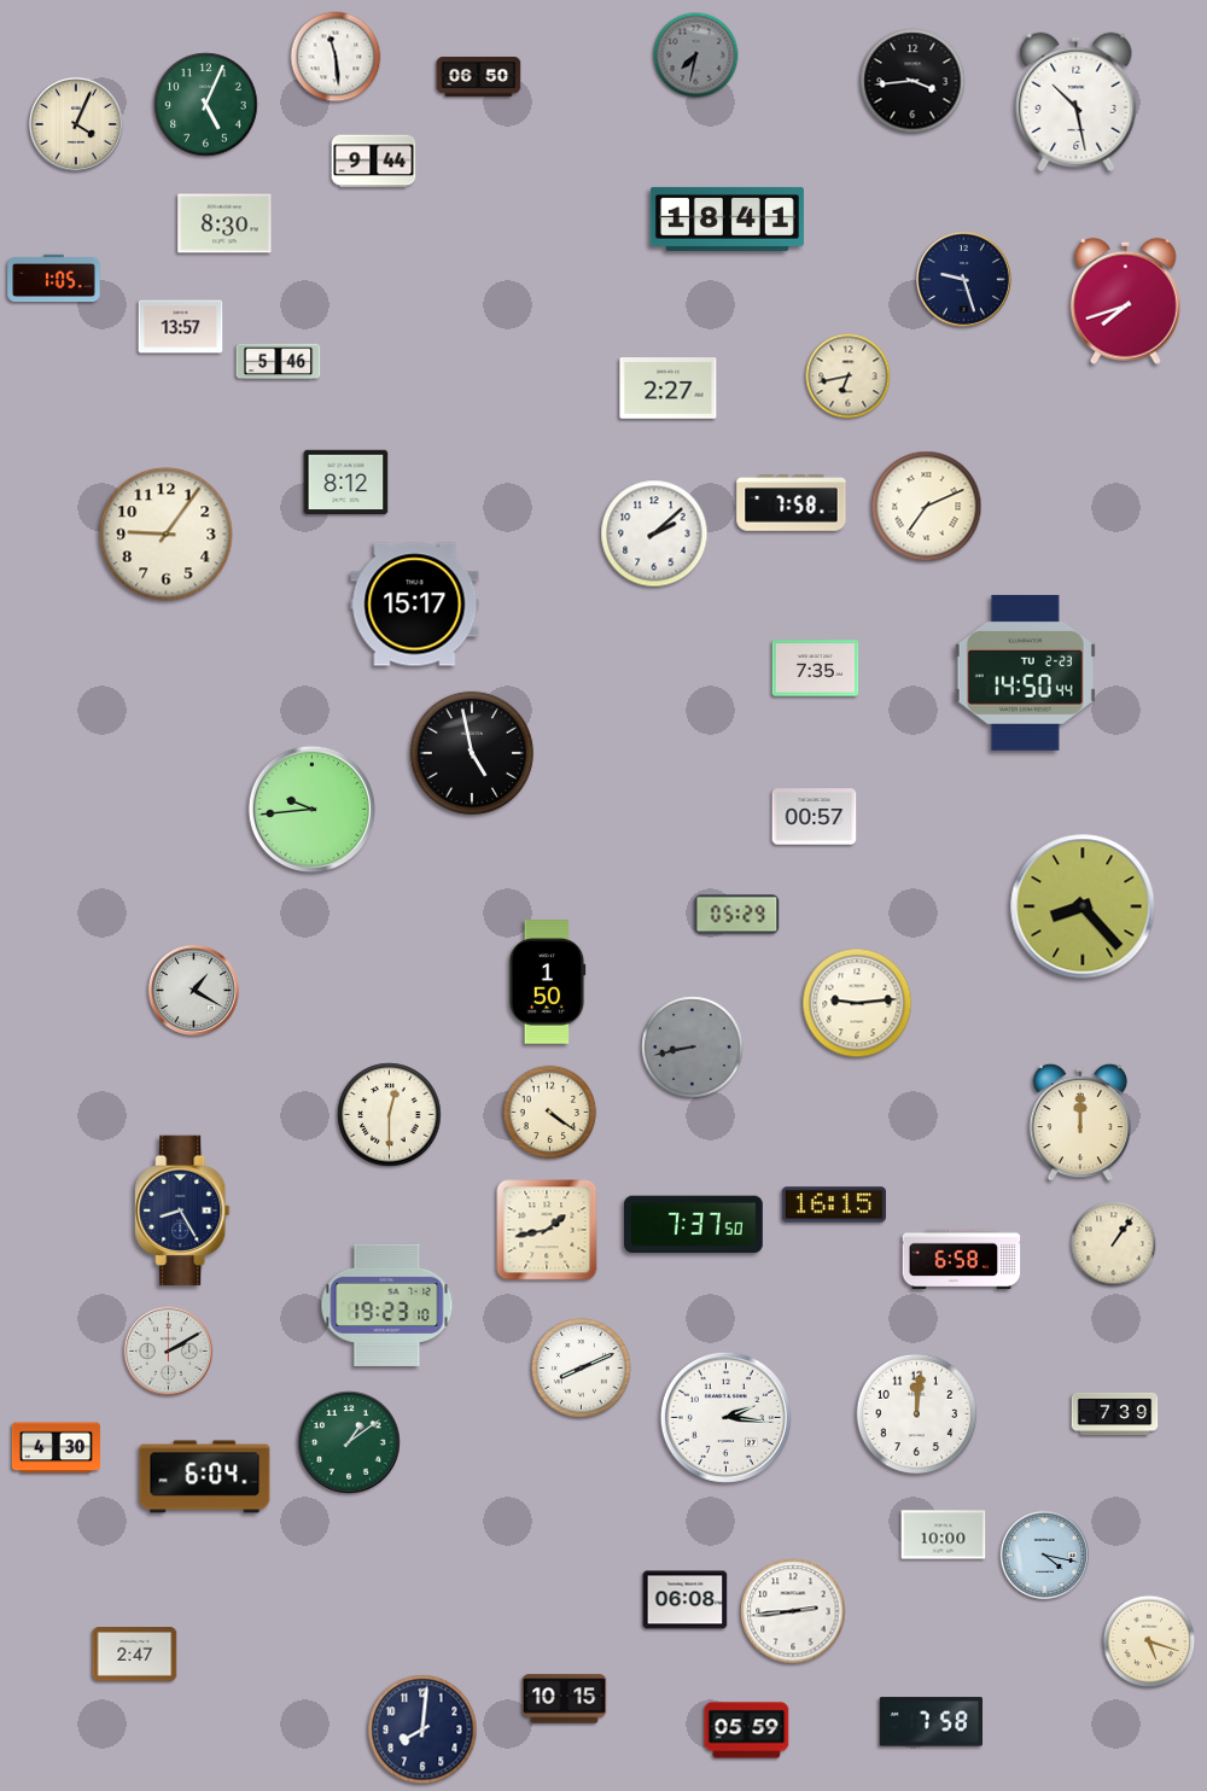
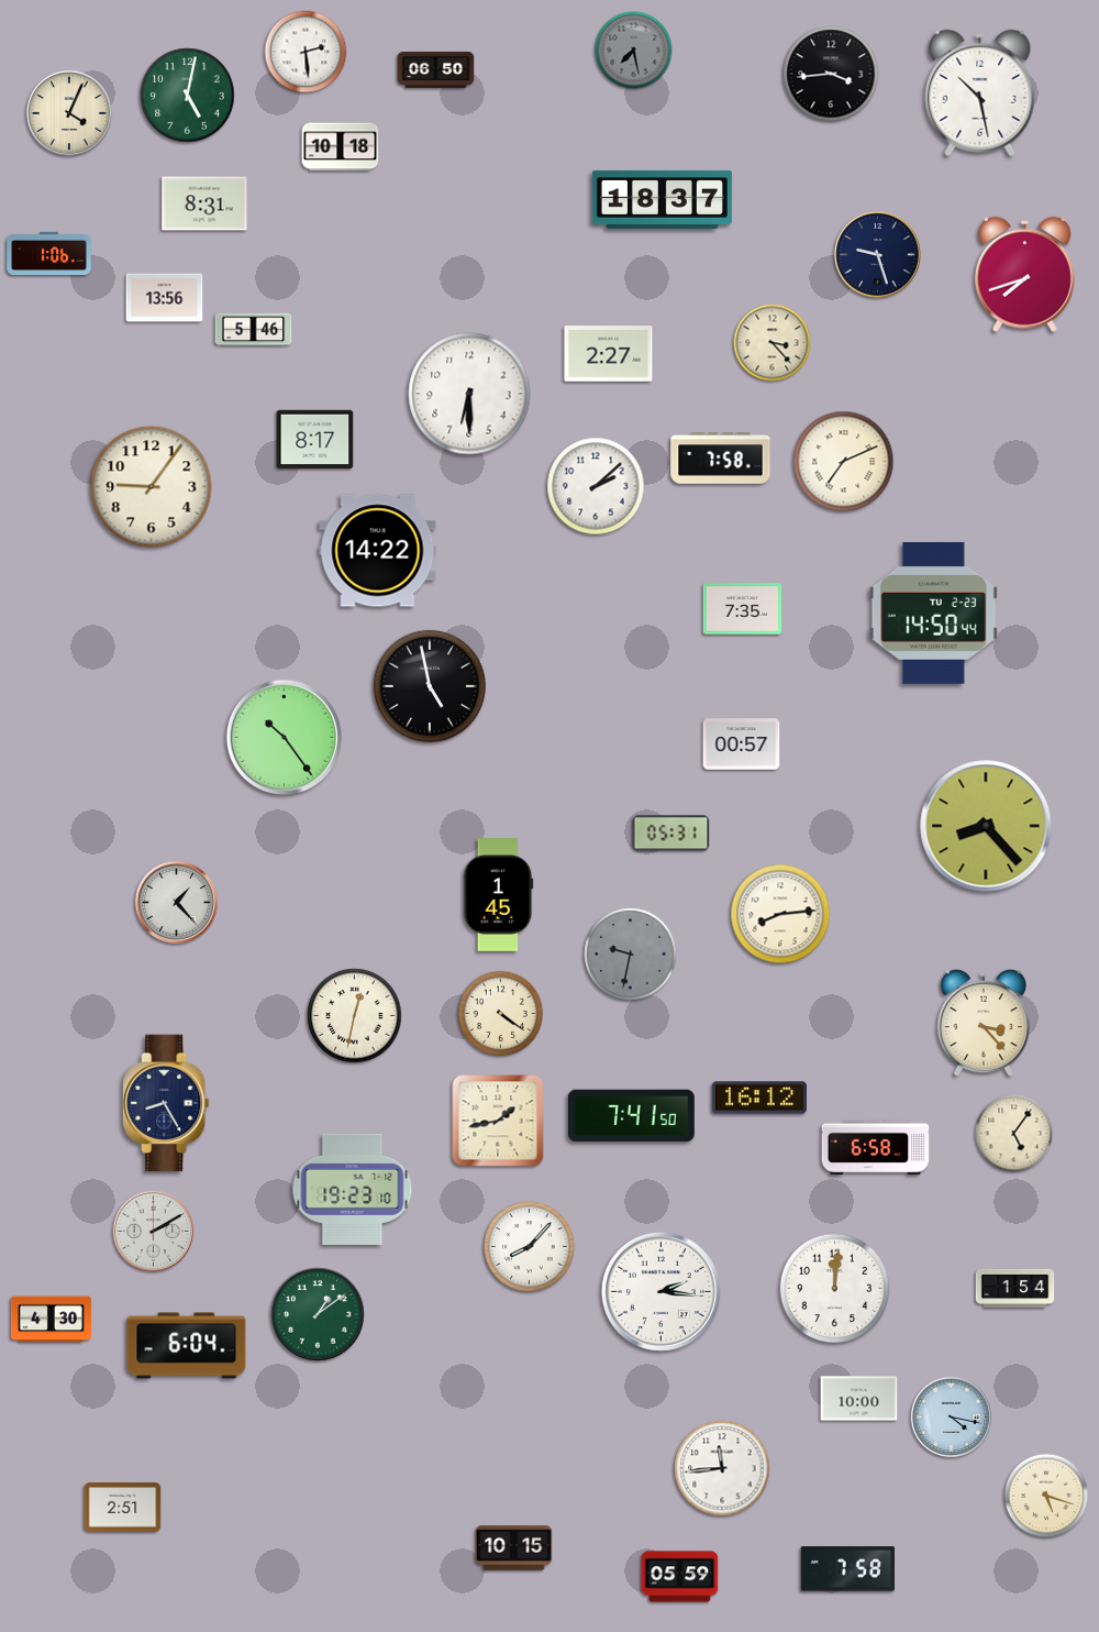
clock at (696, 56): 7:32 -> 7:28
clock at (336, 57): 11:29 -> 2:29
clock at (206, 105): 5:04 -> 5:02
clock at (374, 162): 9:44 -> 10:18
clock at (727, 218): 18:41 -> 18:37
clock at (225, 223): 8:30 -> 8:31
clock at (54, 279): 1:05 -> 1:06
clock at (181, 327): 13:57 -> 13:56
clock at (849, 377): 6:43 -> 3:23
clock at (469, 394): none -> 6:30
clock at (346, 483): 8:12 -> 8:17
clock at (415, 605): 15:17 -> 14:22
clock at (311, 809): 9:44 -> 10:24
clock at (737, 915): 05:29 -> 05:31
clock at (548, 982): 1:50 -> 1:45
clock at (193, 990): 1:20 -> 1:23
clock at (857, 1003): 9:14 -> 8:14
clock at (693, 1048): 8:43 -> 9:32
clock at (390, 1115): 12:30 -> 12:32
clock at (1080, 1122): 12:00 -> 3:23
clock at (834, 1204): 16:15 -> 16:12
clock at (693, 1225): 7:37 -> 7:41
clock at (1114, 1244): 1:06 -> 5:06
clock at (582, 1369): 8:11 -> 8:07
clock at (1115, 1413): 7:39 -> 1:54
clock at (686, 1600): 06:08 -> none
clock at (793, 1611): 2:44 -> 11:44
clock at (135, 1655): 2:47 -> 2:51
clock at (422, 1729): 8:01 -> none
